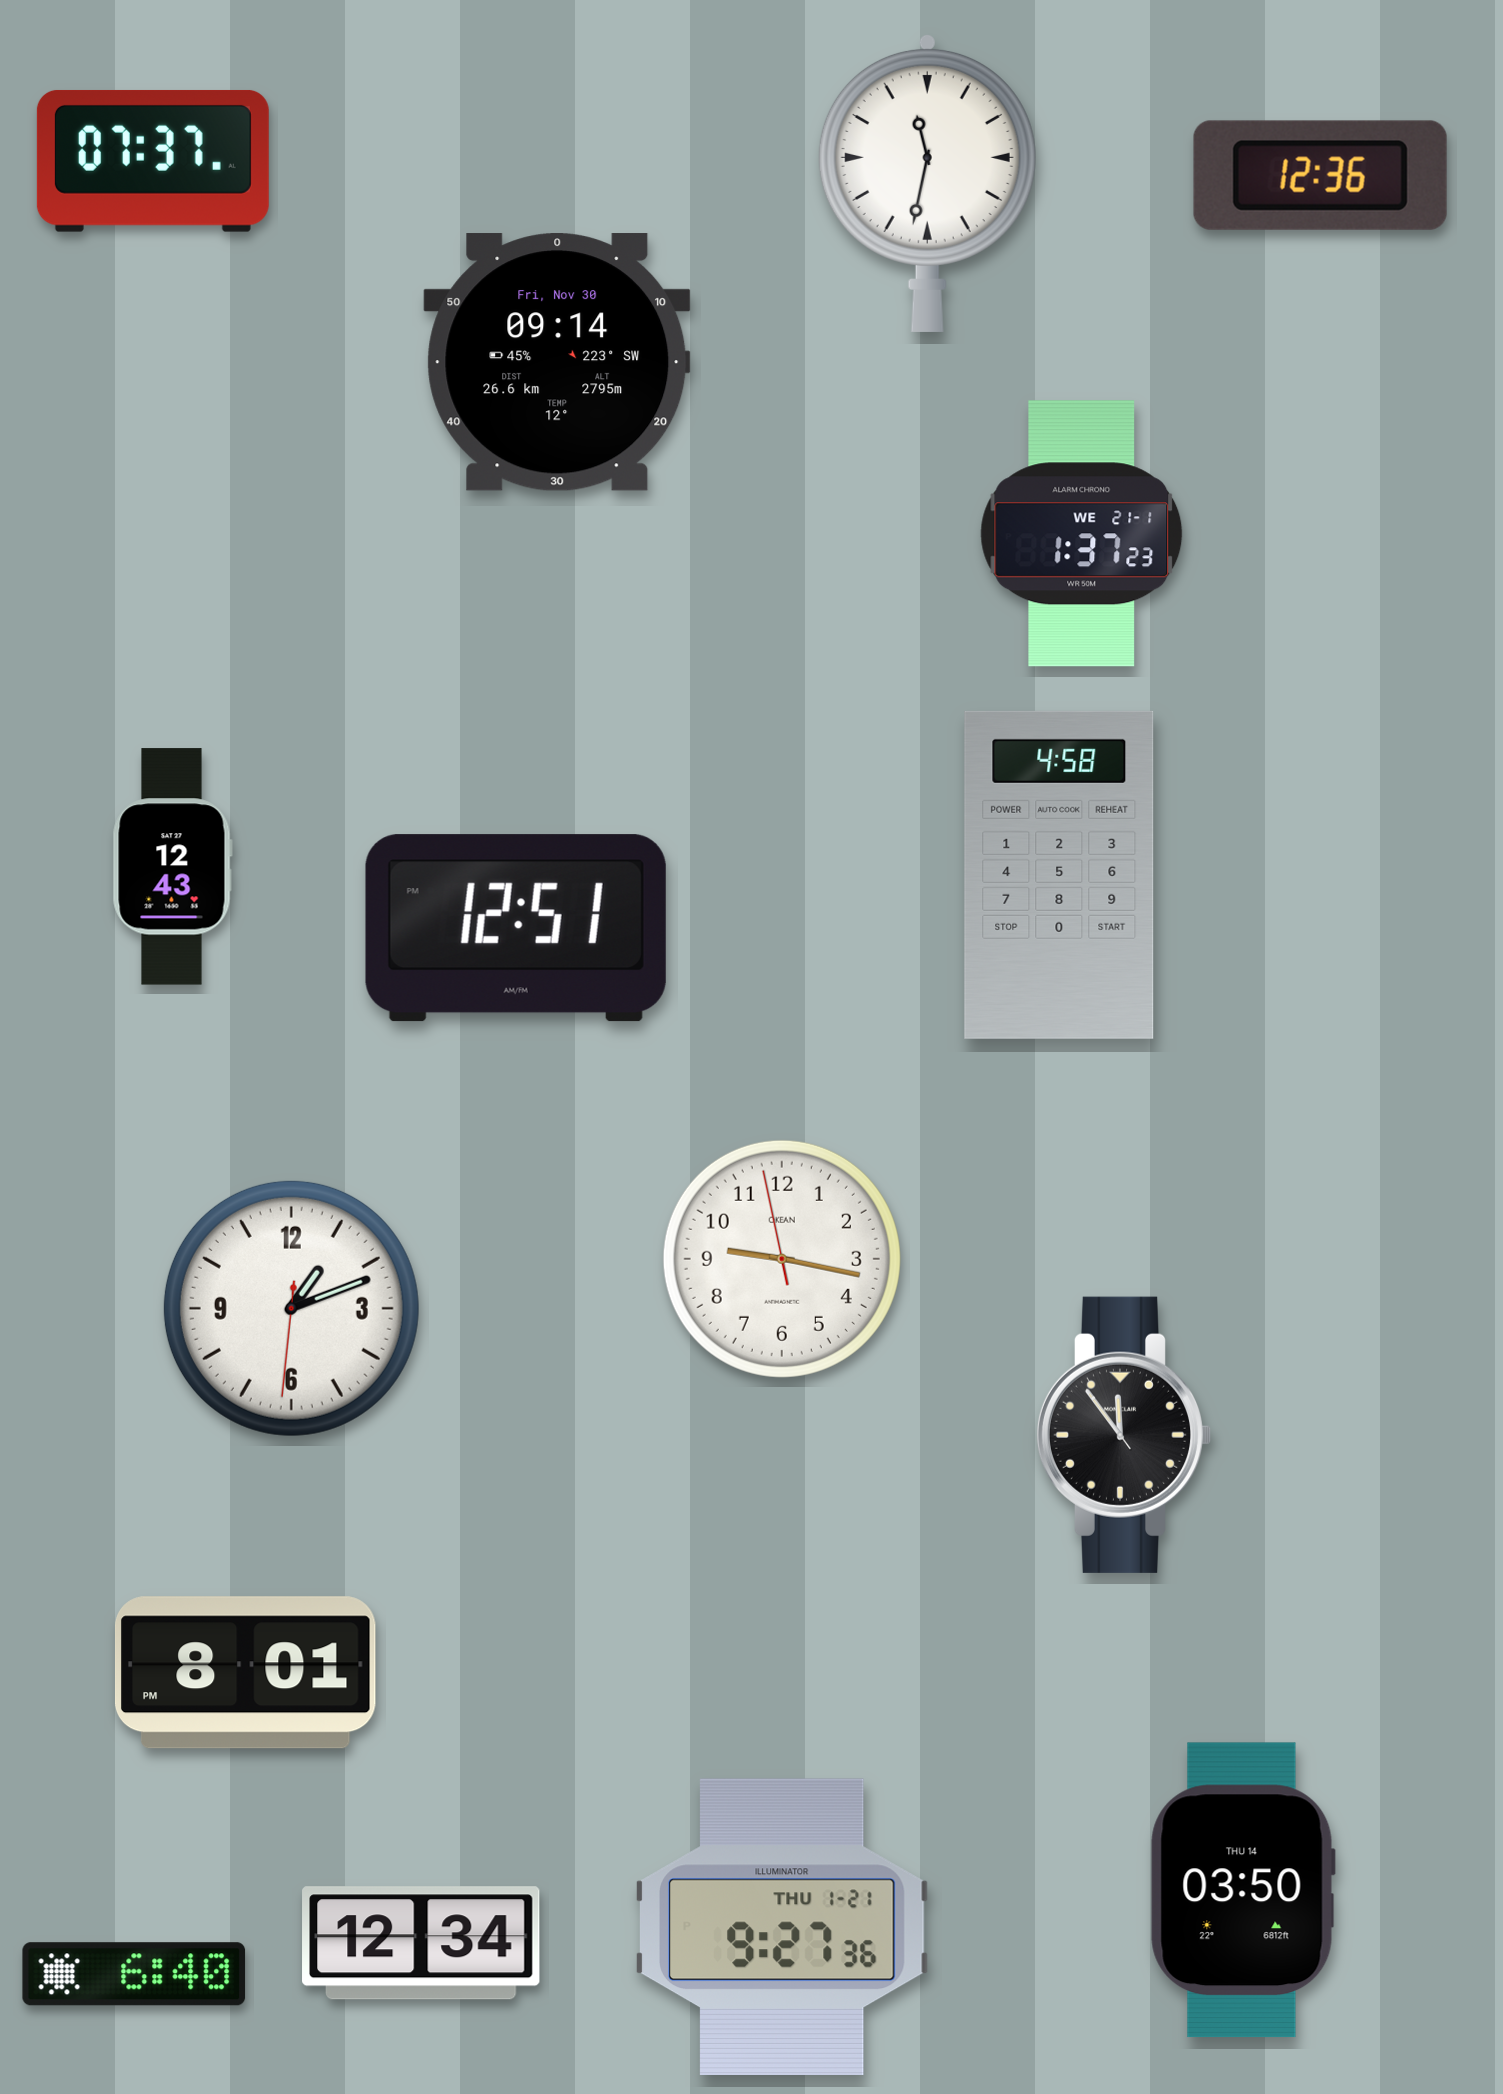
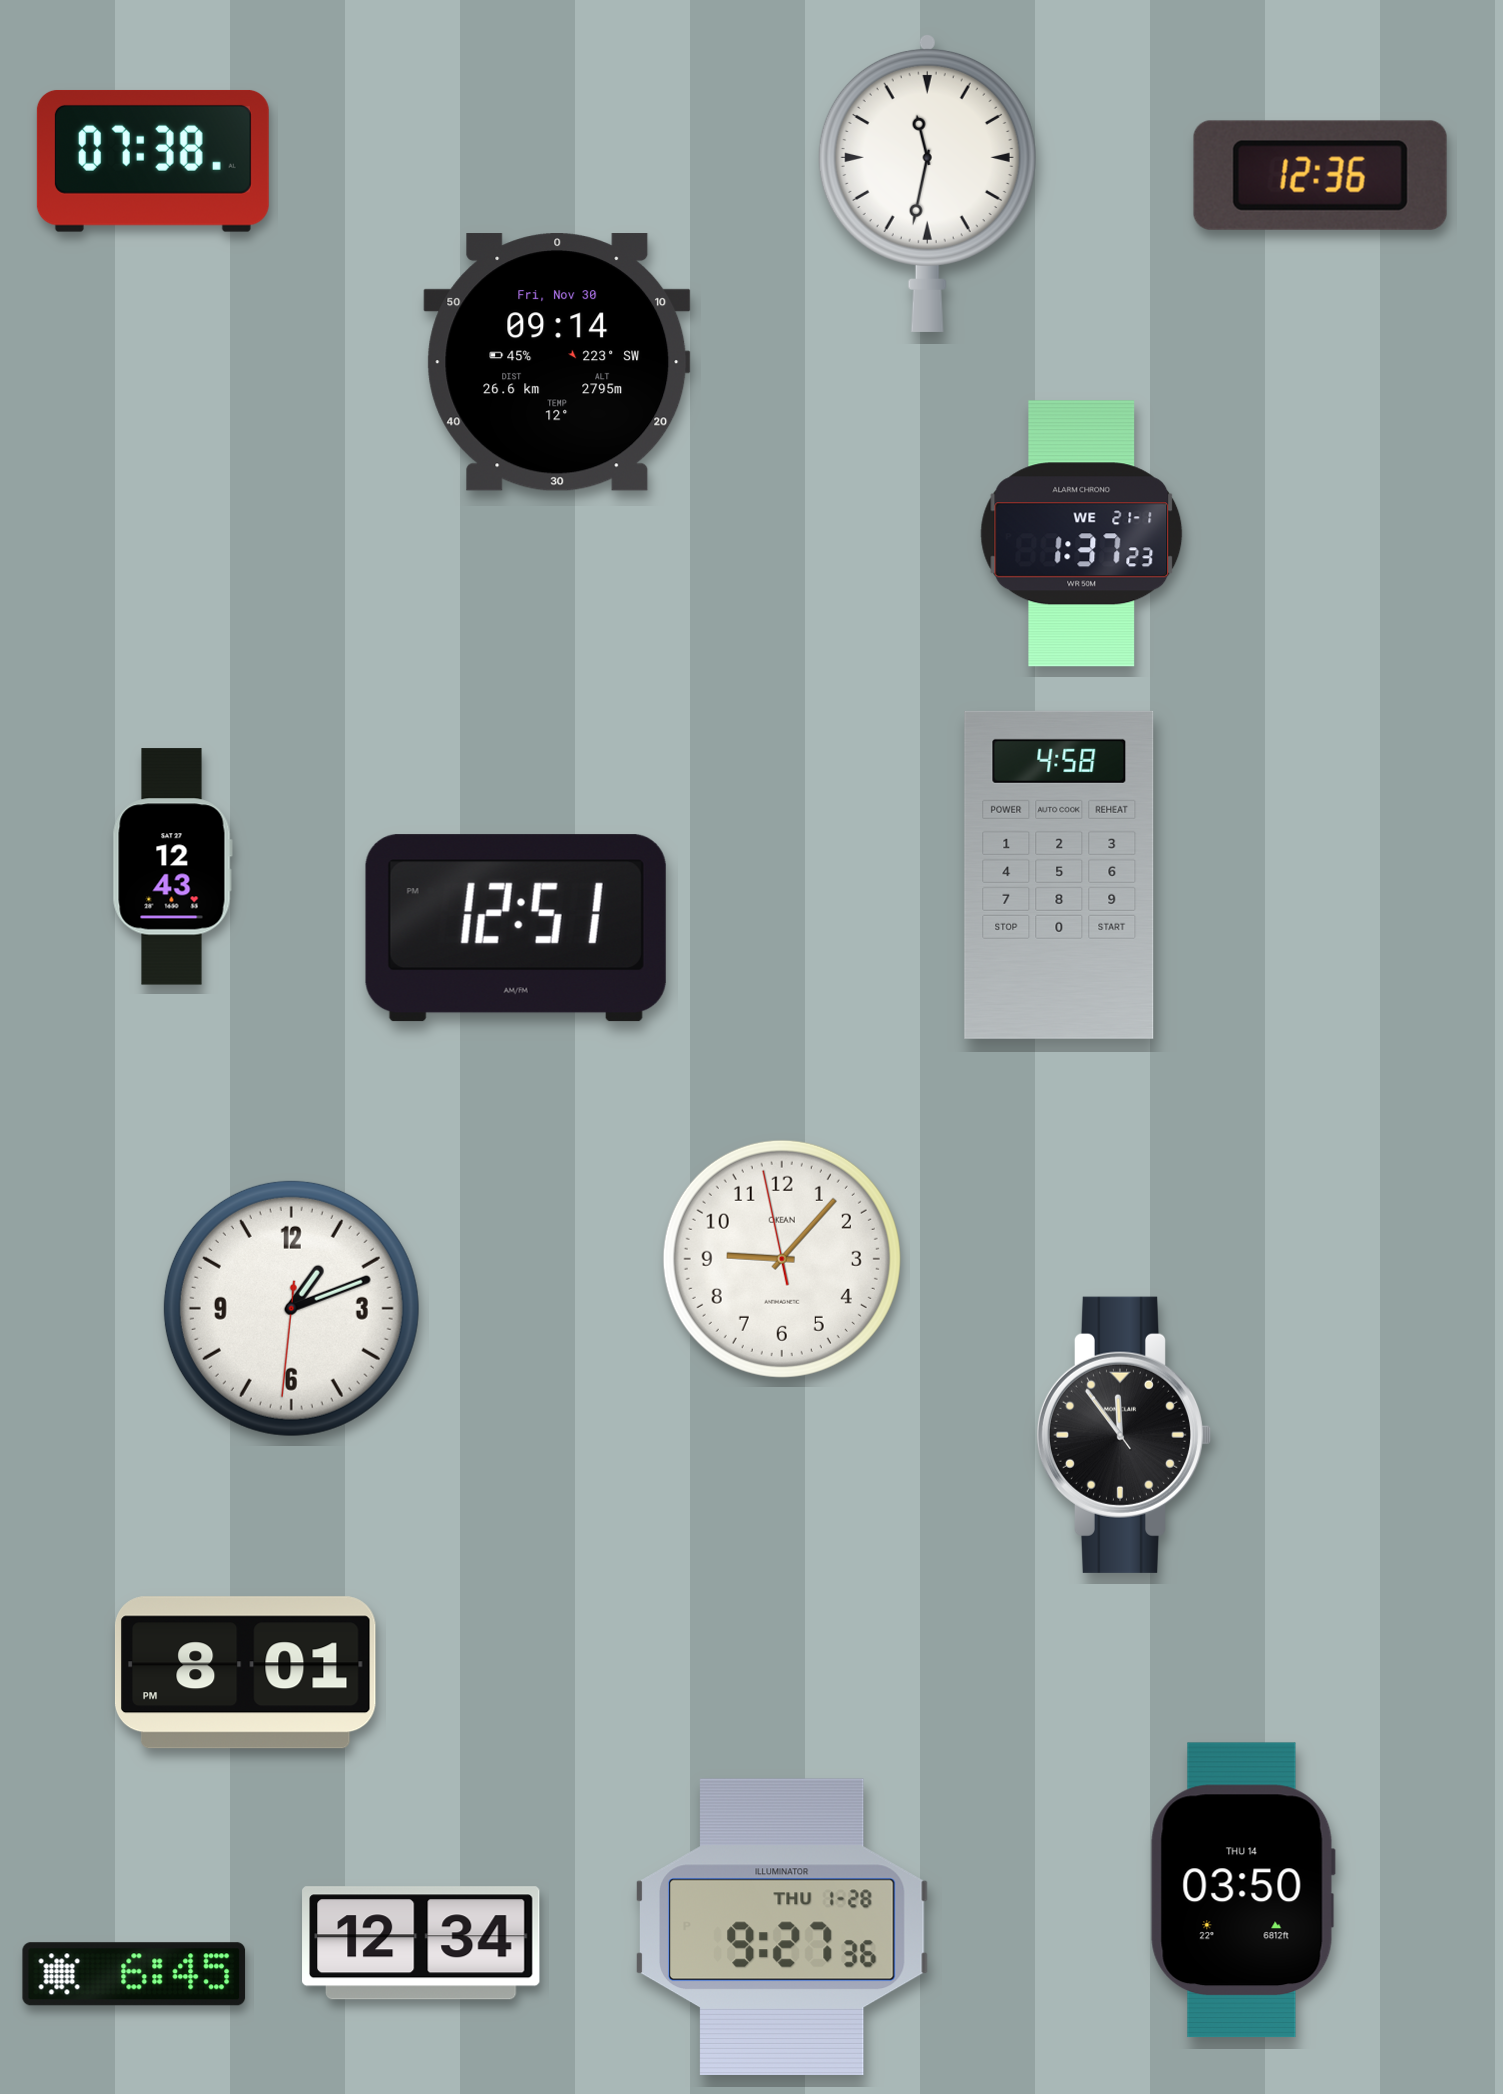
clock at (153, 161): 07:37 -> 07:38
clock at (782, 1259): 9:16 -> 9:06
clock at (782, 1927) date: THU 1-21 -> THU 1-28
clock at (134, 1974): 6:40 -> 6:45
